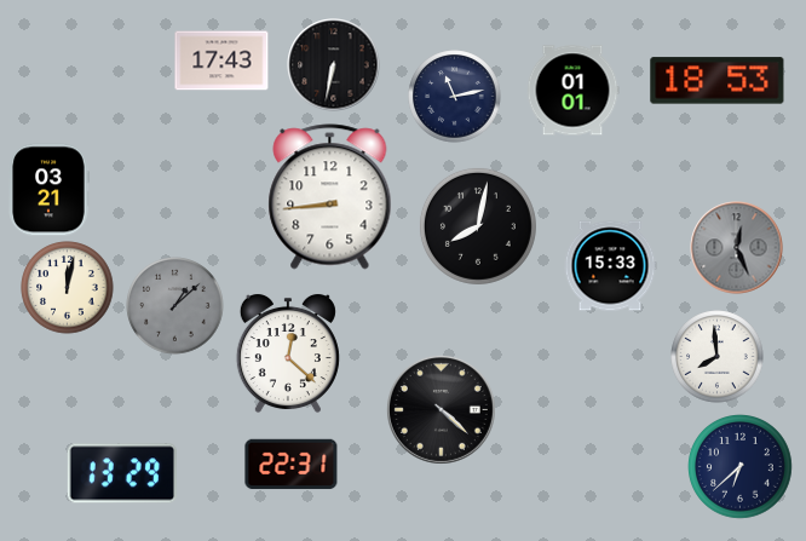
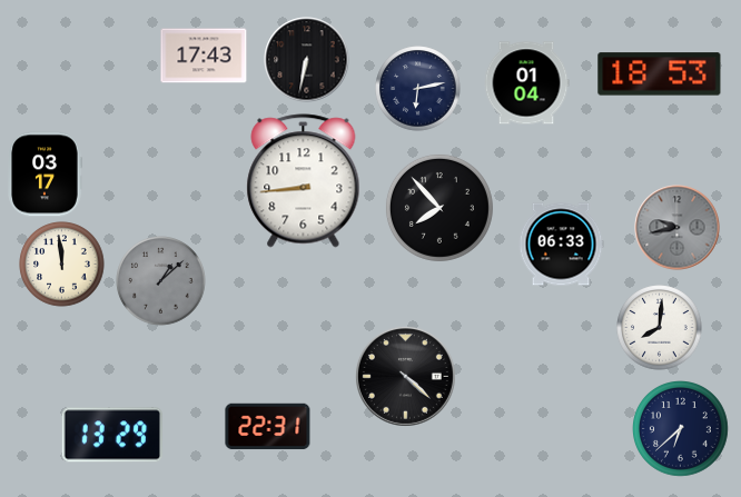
clock at (572, 91): 01:01 -> 01:04
clock at (455, 97): 11:13 -> 6:13
clock at (48, 190): 03:21 -> 03:17
clock at (478, 226): 8:02 -> 7:53
clock at (737, 248): 12:26 -> 9:43
clock at (610, 266): 15:33 -> 06:33
clock at (68, 288): 12:02 -> 11:59
clock at (288, 353): 12:22 -> none
clock at (718, 357): 7:59 -> 8:01
